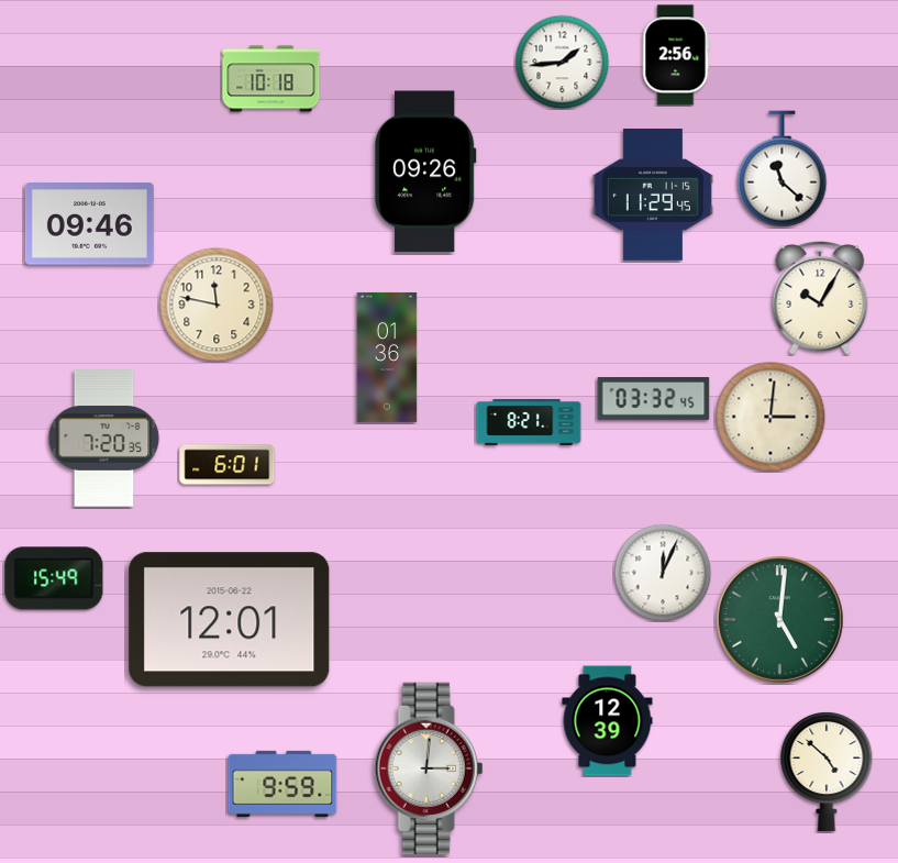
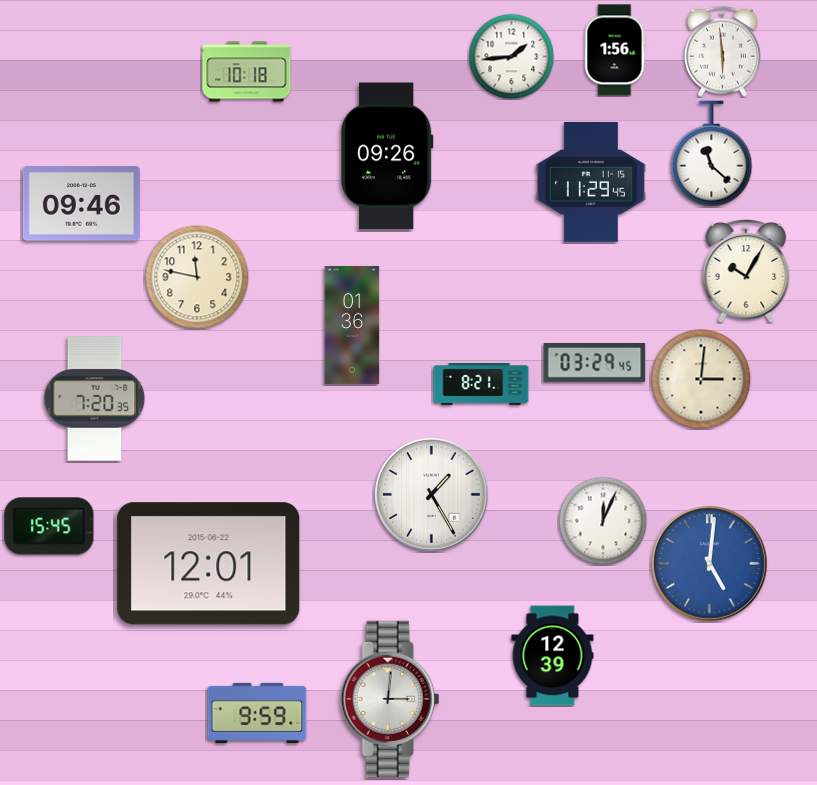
clock at (676, 55): 2:56 -> 1:56
clock at (722, 51): none -> 5:59
clock at (653, 196) position: (653, 196) -> (591, 183)
clock at (654, 399): 03:32 -> 03:29
clock at (228, 465): 6:01 -> none
clock at (432, 495): none -> 1:25
clock at (54, 578): 15:49 -> 15:45
clock at (780, 620) dial: green -> blue
clock at (827, 773): 4:52 -> none
